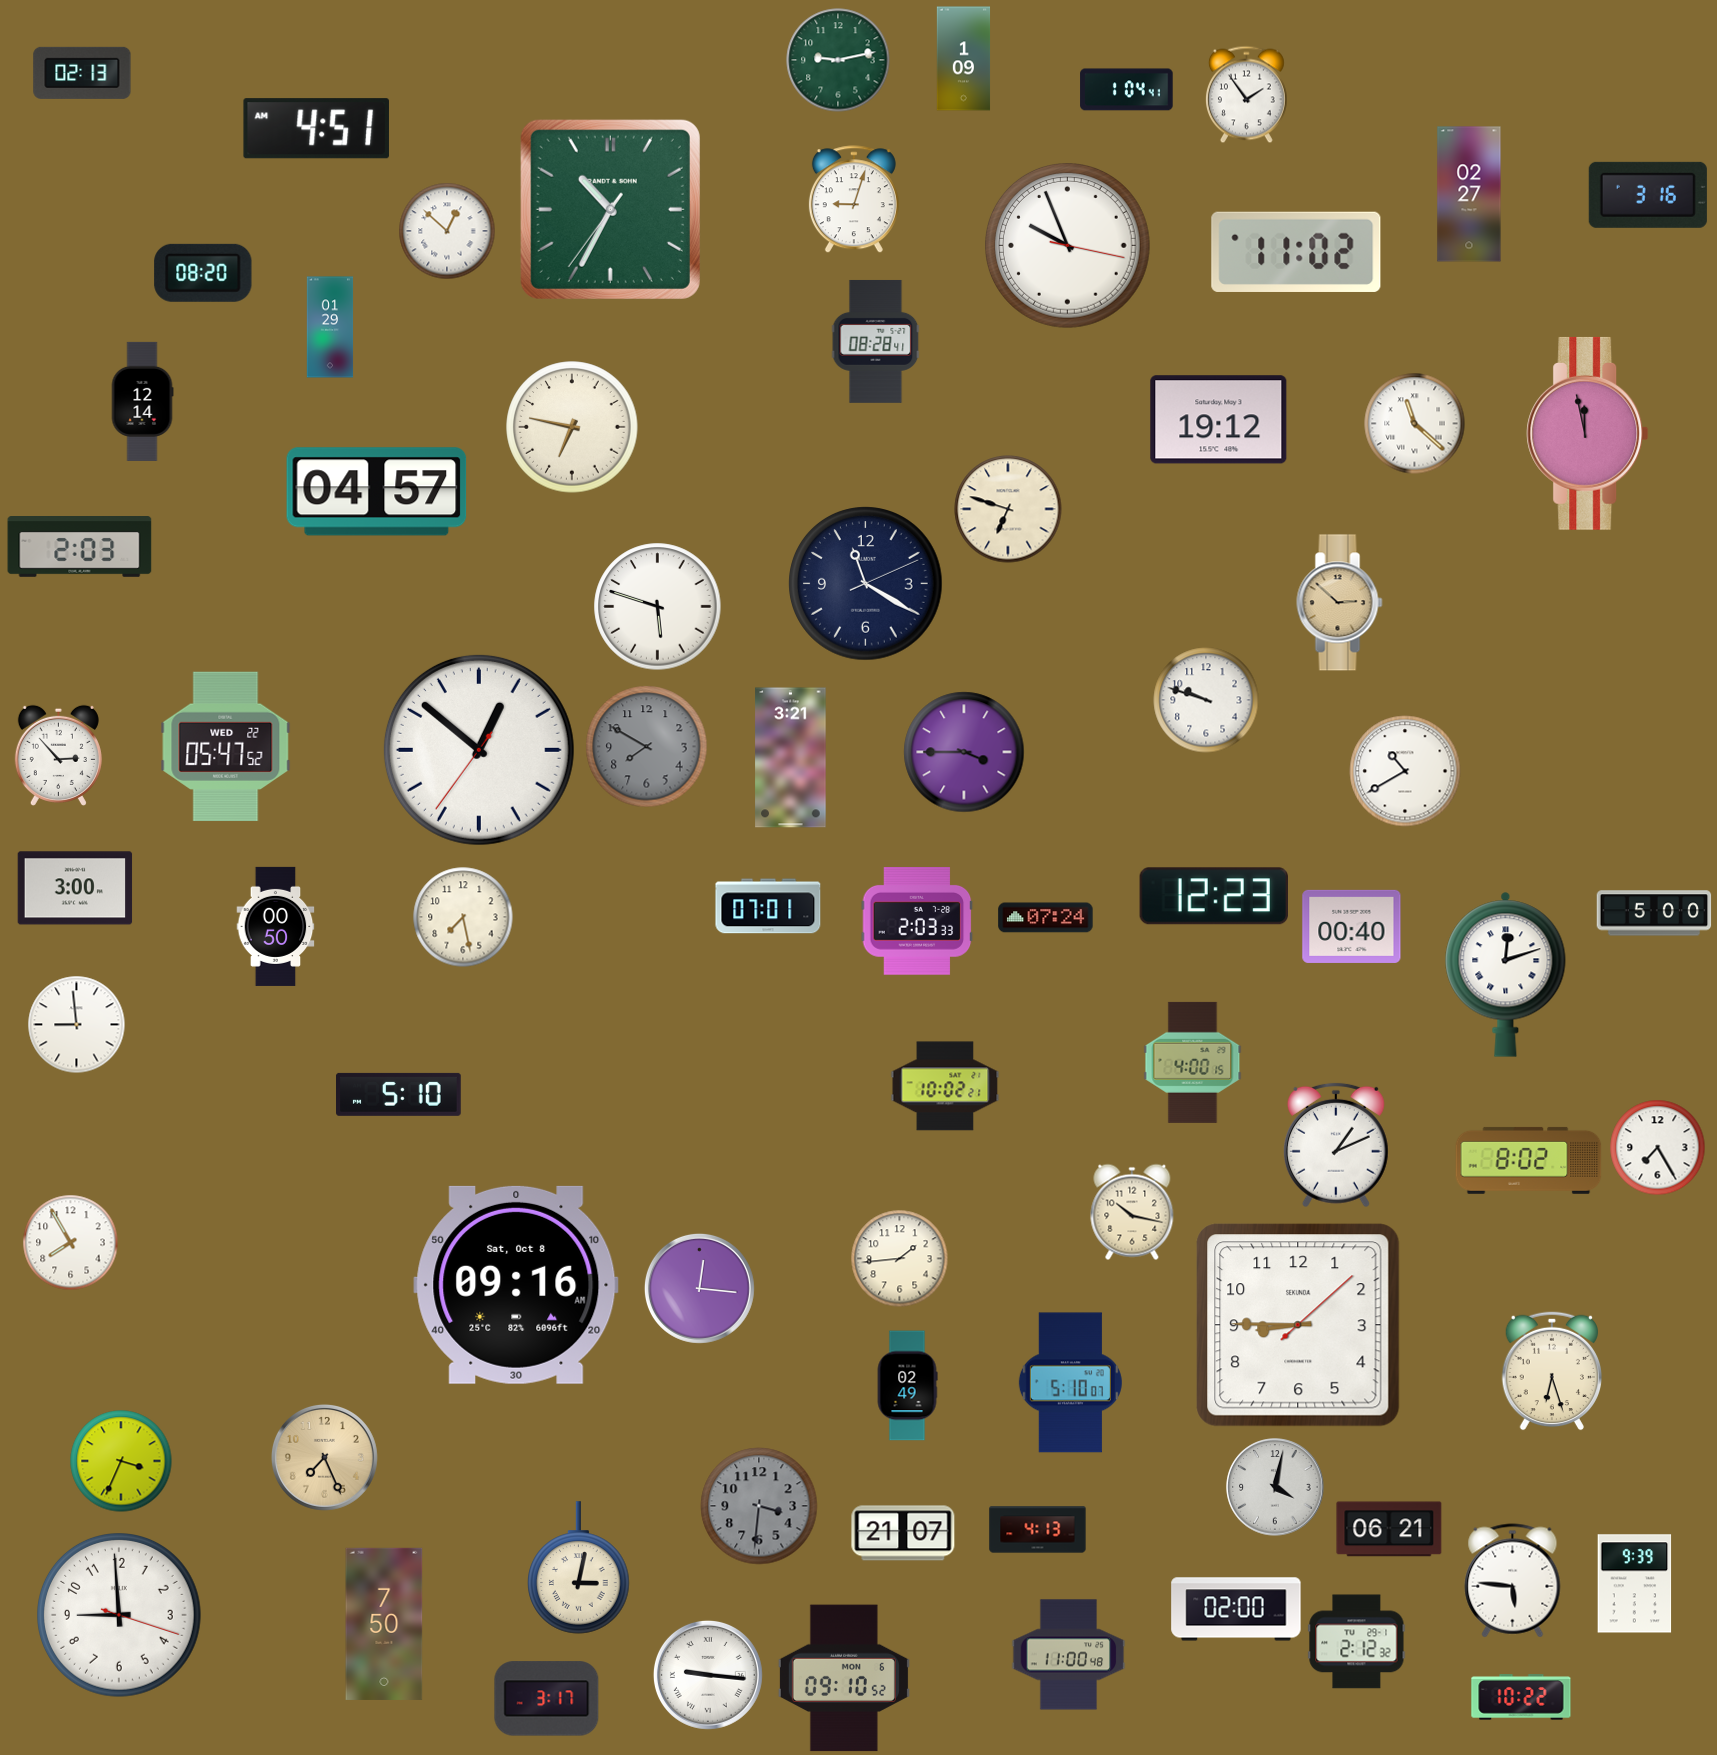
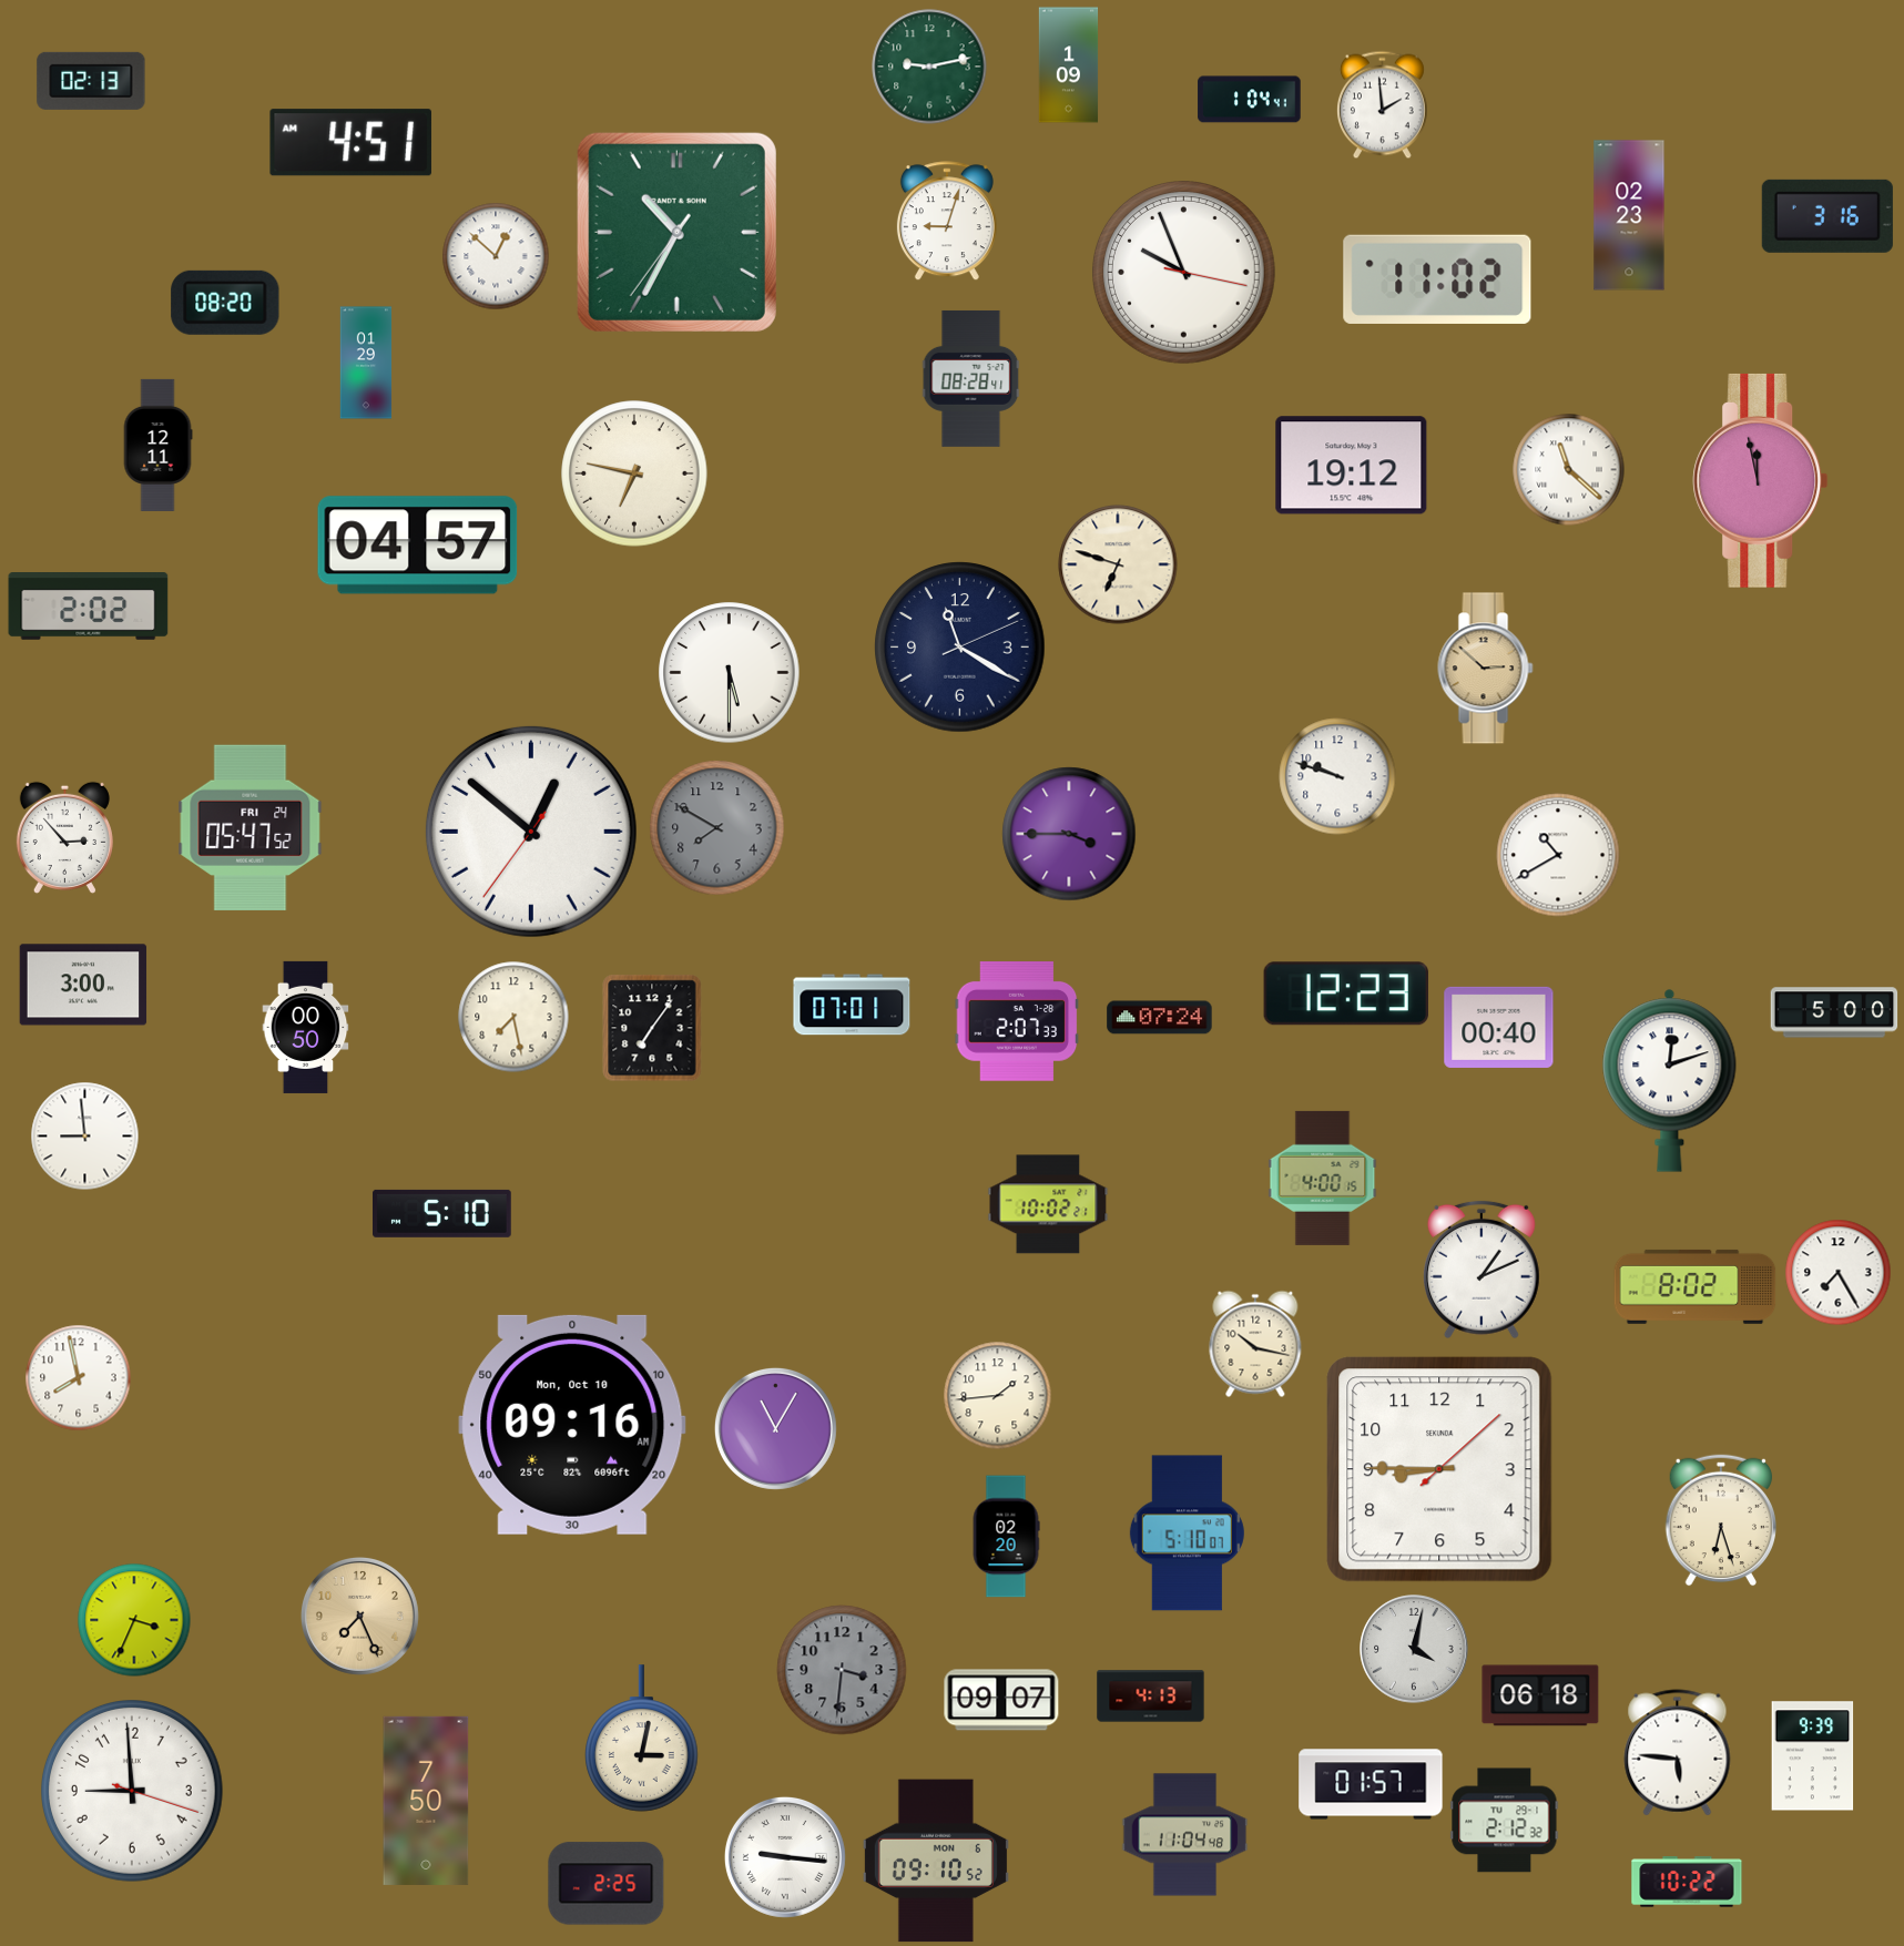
clock at (1246, 95): 1:54 -> 1:59
clock at (1469, 194): 02:27 -> 02:23
clock at (142, 401): 12:14 -> 12:11
clock at (80, 547): 2:03 -> 2:02
clock at (658, 607): 5:48 -> 5:30
clock at (226, 746) date: WED 22 -> FRI 24
clock at (791, 758): 3:21 -> none
clock at (917, 922): 2:03 -> 2:07
clock at (652, 1028): none -> 7:06
clock at (71, 1243): 7:55 -> 7:58
clock at (516, 1285) date: Sat, Oct 8 -> Mon, Oct 10
clock at (699, 1288): 12:16 -> 11:05
clock at (907, 1386): 02:49 -> 02:20
clock at (1389, 1529): 06:21 -> 06:18
clock at (903, 1533): 21:07 -> 09:07
clock at (1236, 1609): 02:00 -> 01:57
clock at (1069, 1655): 11:00 -> 11:04
clock at (547, 1699): 3:17 -> 2:25
